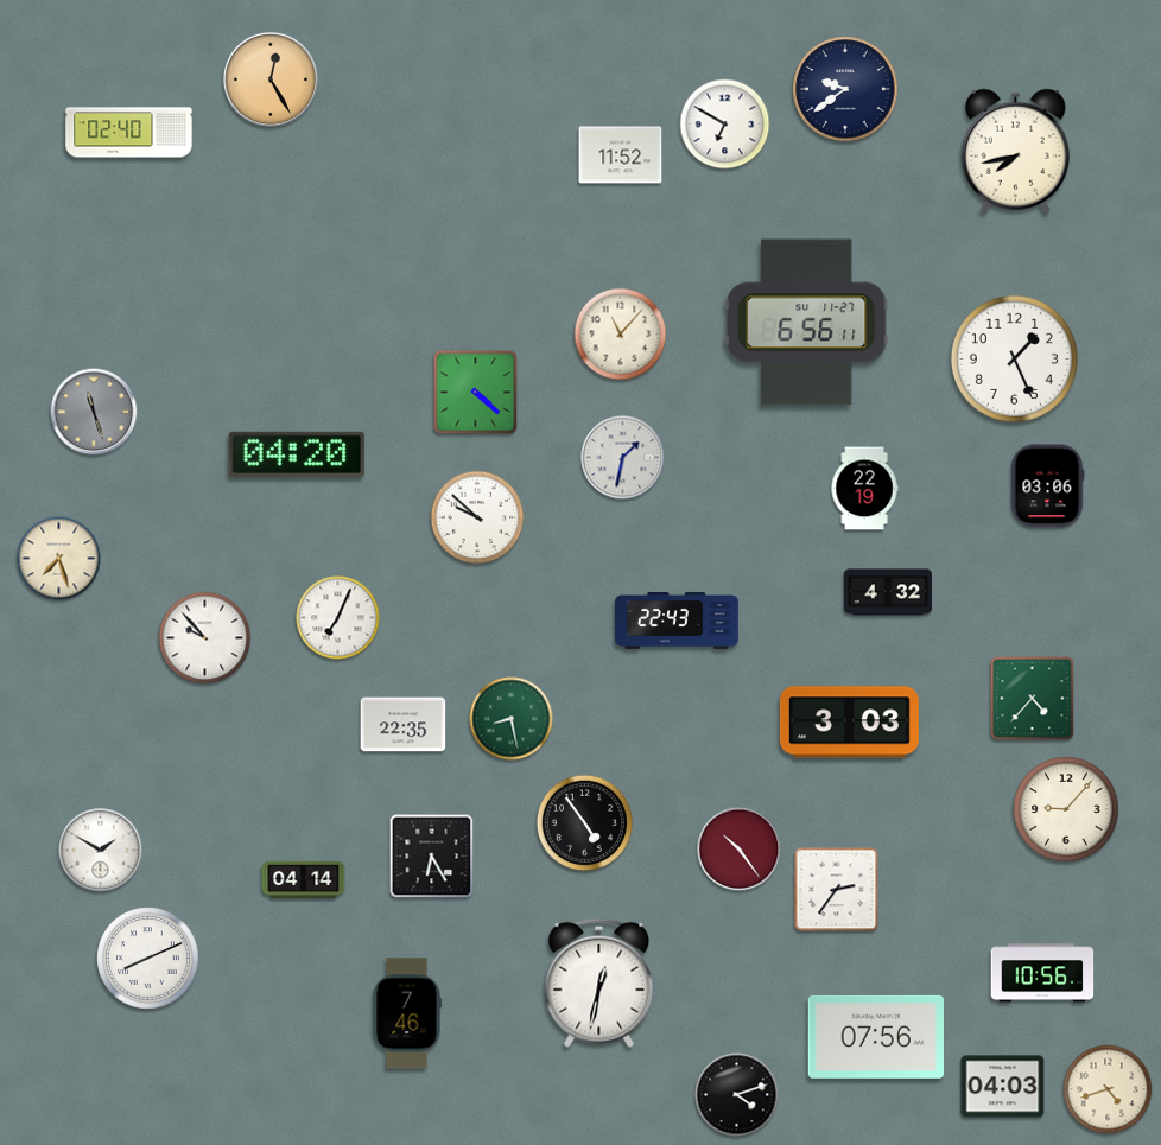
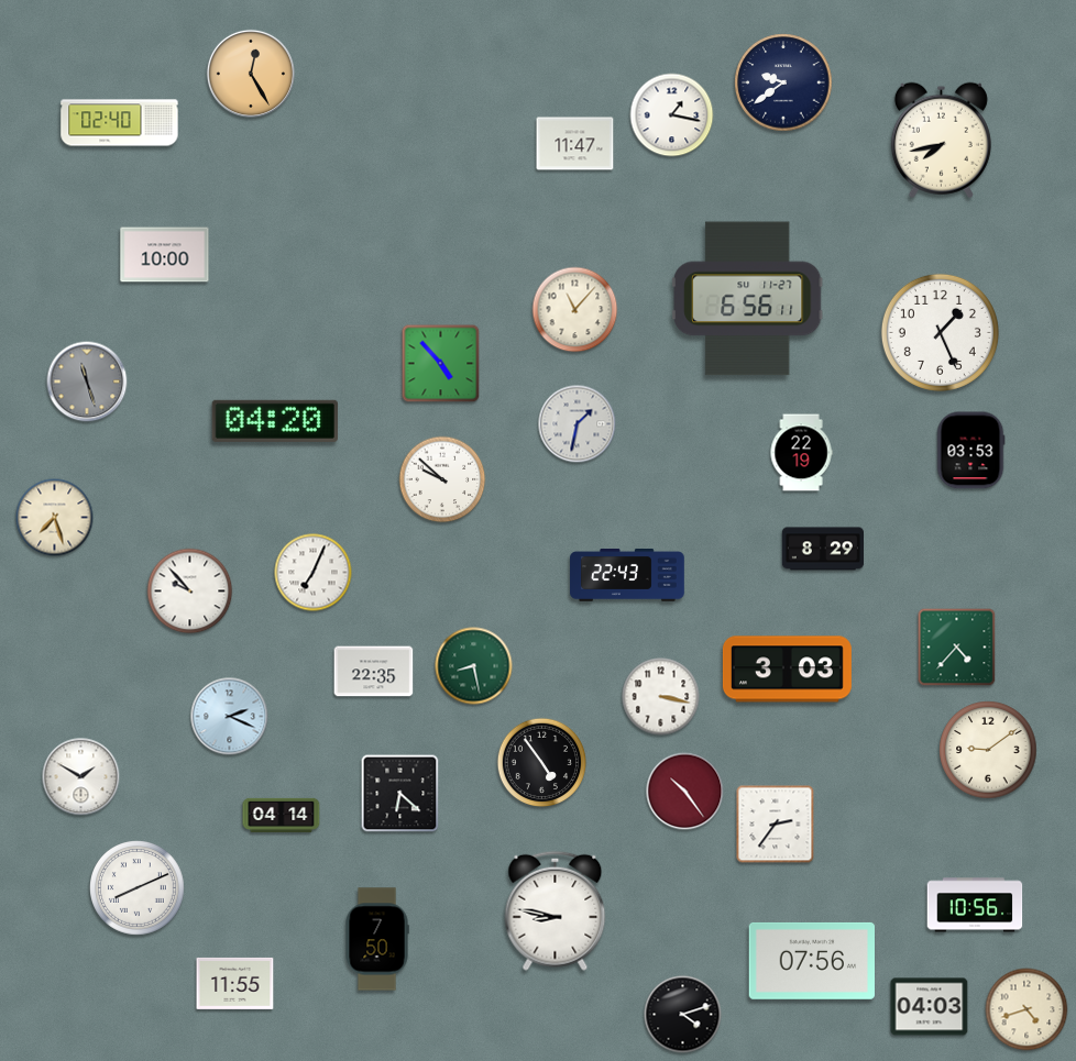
clock at (725, 125): 6:50 -> 1:17
clock at (621, 155): 11:52 -> 11:47
clock at (165, 255): none -> 10:00
clock at (476, 393): 4:22 -> 4:53
clock at (1047, 486): 03:06 -> 03:53
clock at (887, 592): 4:32 -> 8:29
clock at (661, 697): none -> 3:17
clock at (230, 717): none -> 2:19
clock at (1066, 809): 9:07 -> 9:09
clock at (740, 850) position: (740, 850) -> (685, 792)
clock at (101, 851) position: (101, 851) -> (81, 777)
clock at (432, 857): 6:25 -> 6:22
clock at (1042, 973) position: (1042, 973) -> (975, 905)
clock at (599, 982): 12:32 -> 8:47
clock at (407, 1013): 7:46 -> 7:50
clock at (235, 983): none -> 11:55
